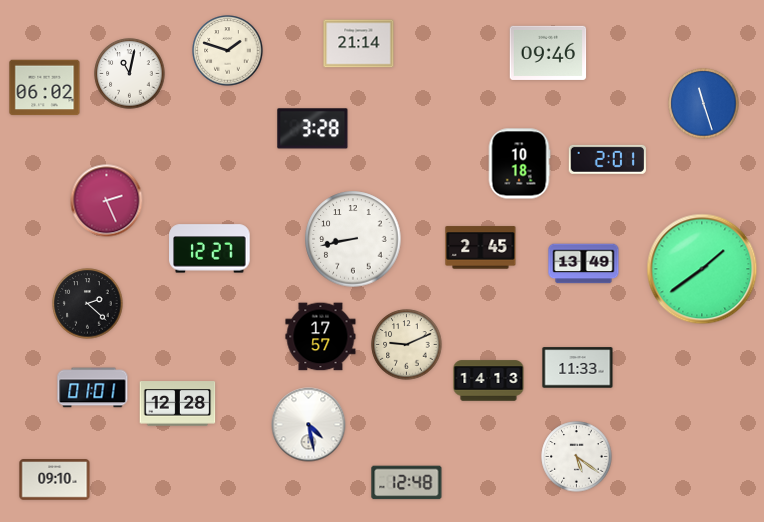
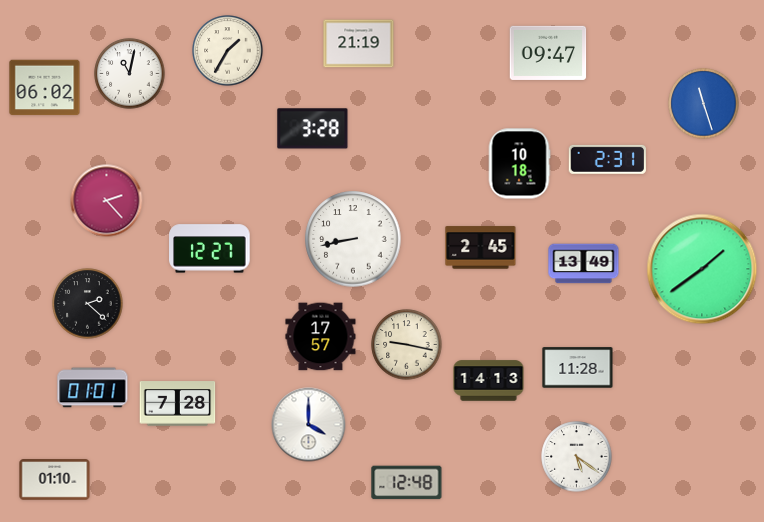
clock at (359, 44): 21:14 -> 21:19
clock at (228, 51): 1:48 -> 1:35
clock at (548, 53): 09:46 -> 09:47
clock at (607, 159): 2:01 -> 2:31
clock at (107, 201): 2:26 -> 2:23
clock at (407, 345): 9:11 -> 9:17
clock at (578, 368): 11:33 -> 11:28
clock at (178, 404): 12:28 -> 7:28
clock at (309, 425): 4:28 -> 4:00
clock at (55, 480): 09:10 -> 01:10
